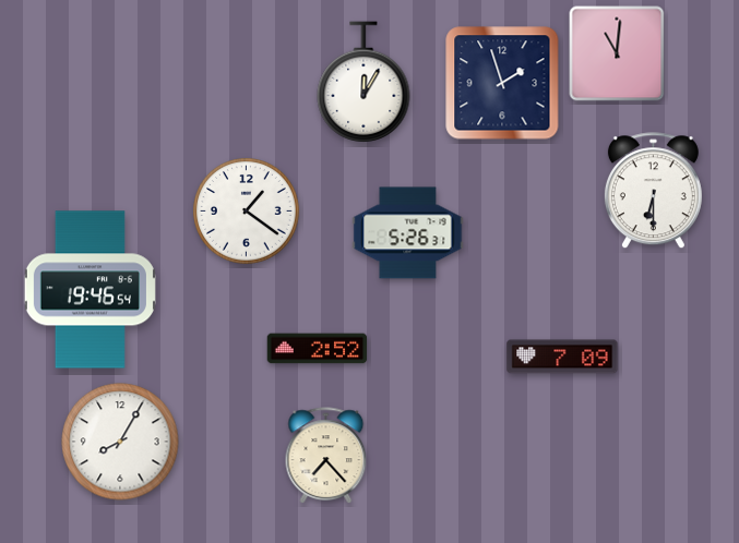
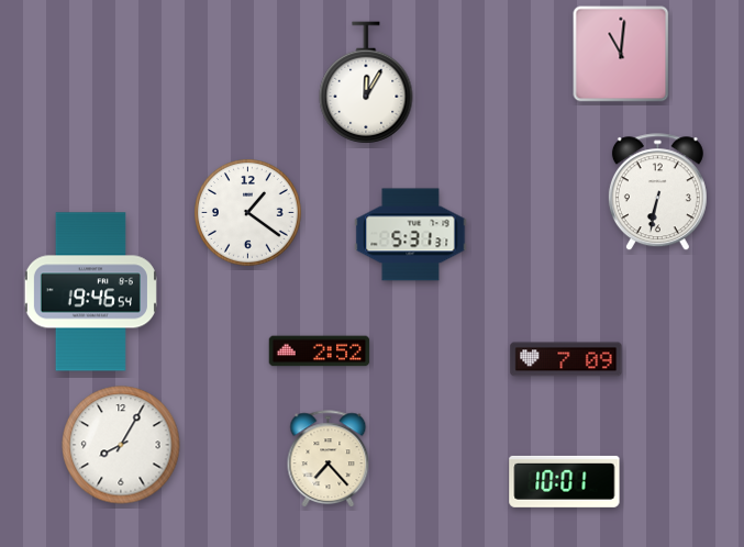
clock at (502, 83): 1:57 -> none
clock at (653, 191): 6:30 -> 6:32
clock at (408, 233): 5:26 -> 5:31
clock at (565, 481): none -> 10:01
